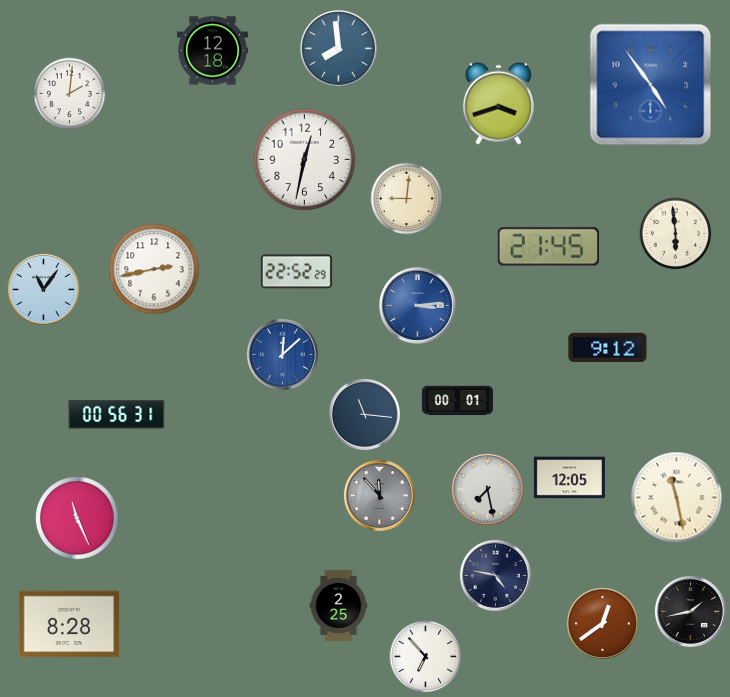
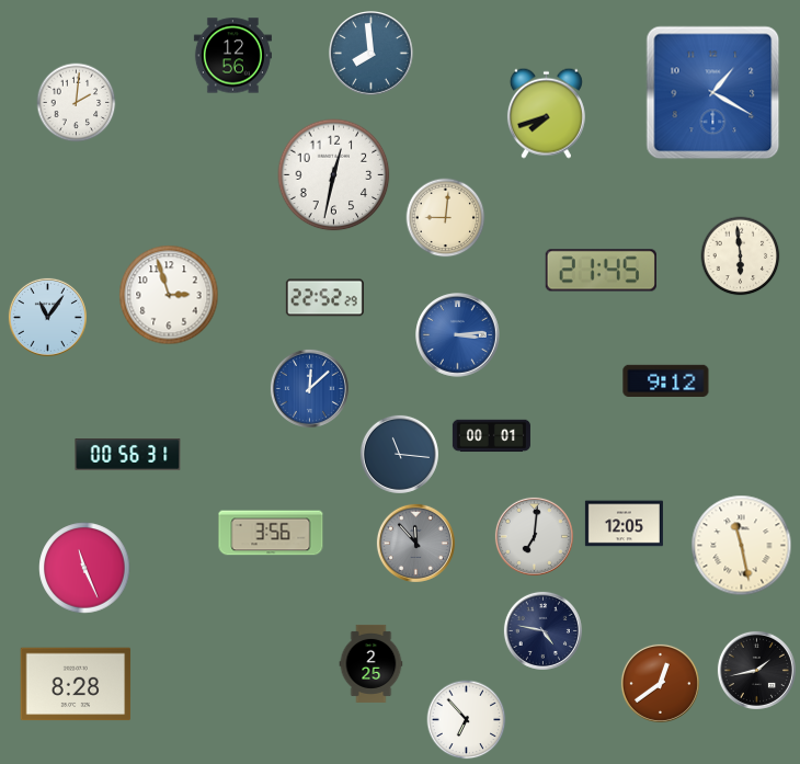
clock at (212, 51): 12:18 -> 12:56
clock at (651, 85): 4:54 -> 1:20
clock at (498, 103): 3:42 -> 7:42
clock at (154, 269): 2:43 -> 2:57
clock at (457, 401) position: (457, 401) -> (491, 436)
clock at (271, 533): none -> 3:56
clock at (487, 489): 7:28 -> 7:01
